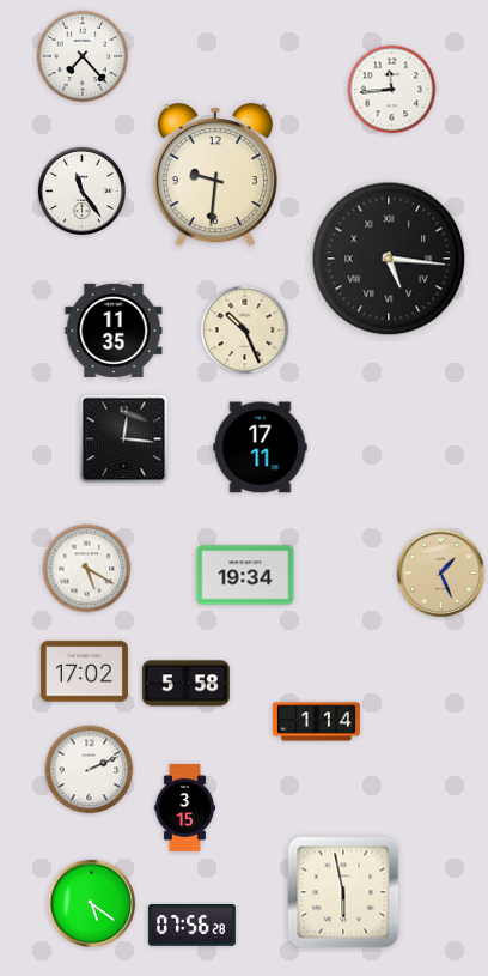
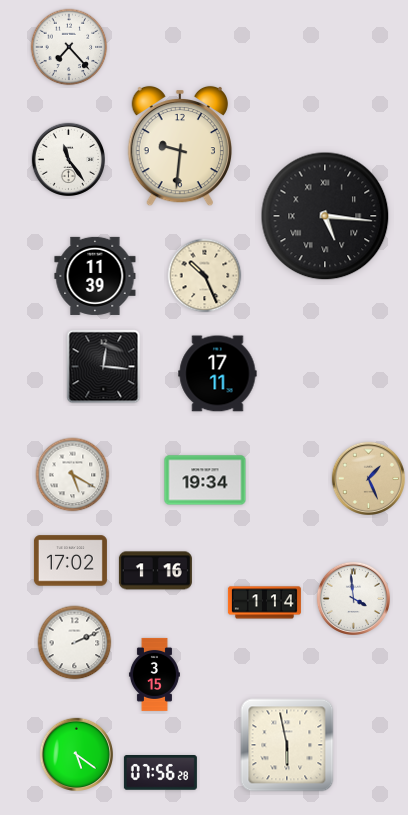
clock at (392, 90): 11:44 -> none
clock at (114, 331): 11:35 -> 11:39
clock at (185, 684): 5:58 -> 1:16
clock at (353, 598): none -> 3:59
